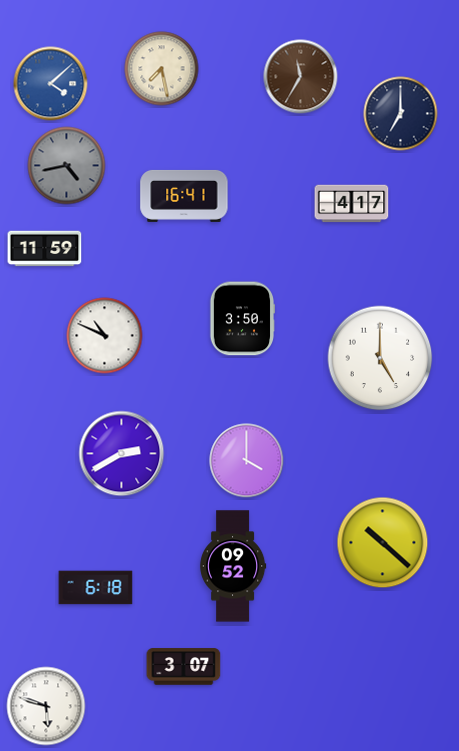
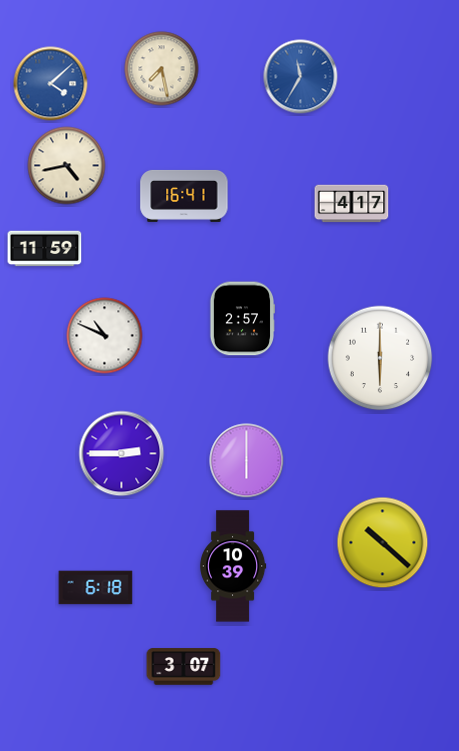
clock at (301, 77) dial: brown -> blue
clock at (401, 114): 7:00 -> none
clock at (67, 166) dial: grey -> cream
clock at (242, 319): 3:50 -> 2:57
clock at (380, 358): 5:00 -> 6:00
clock at (122, 454): 2:40 -> 2:45
clock at (247, 461): 4:00 -> 6:00
clock at (233, 566): 09:52 -> 10:39
clock at (46, 706): 5:48 -> none
